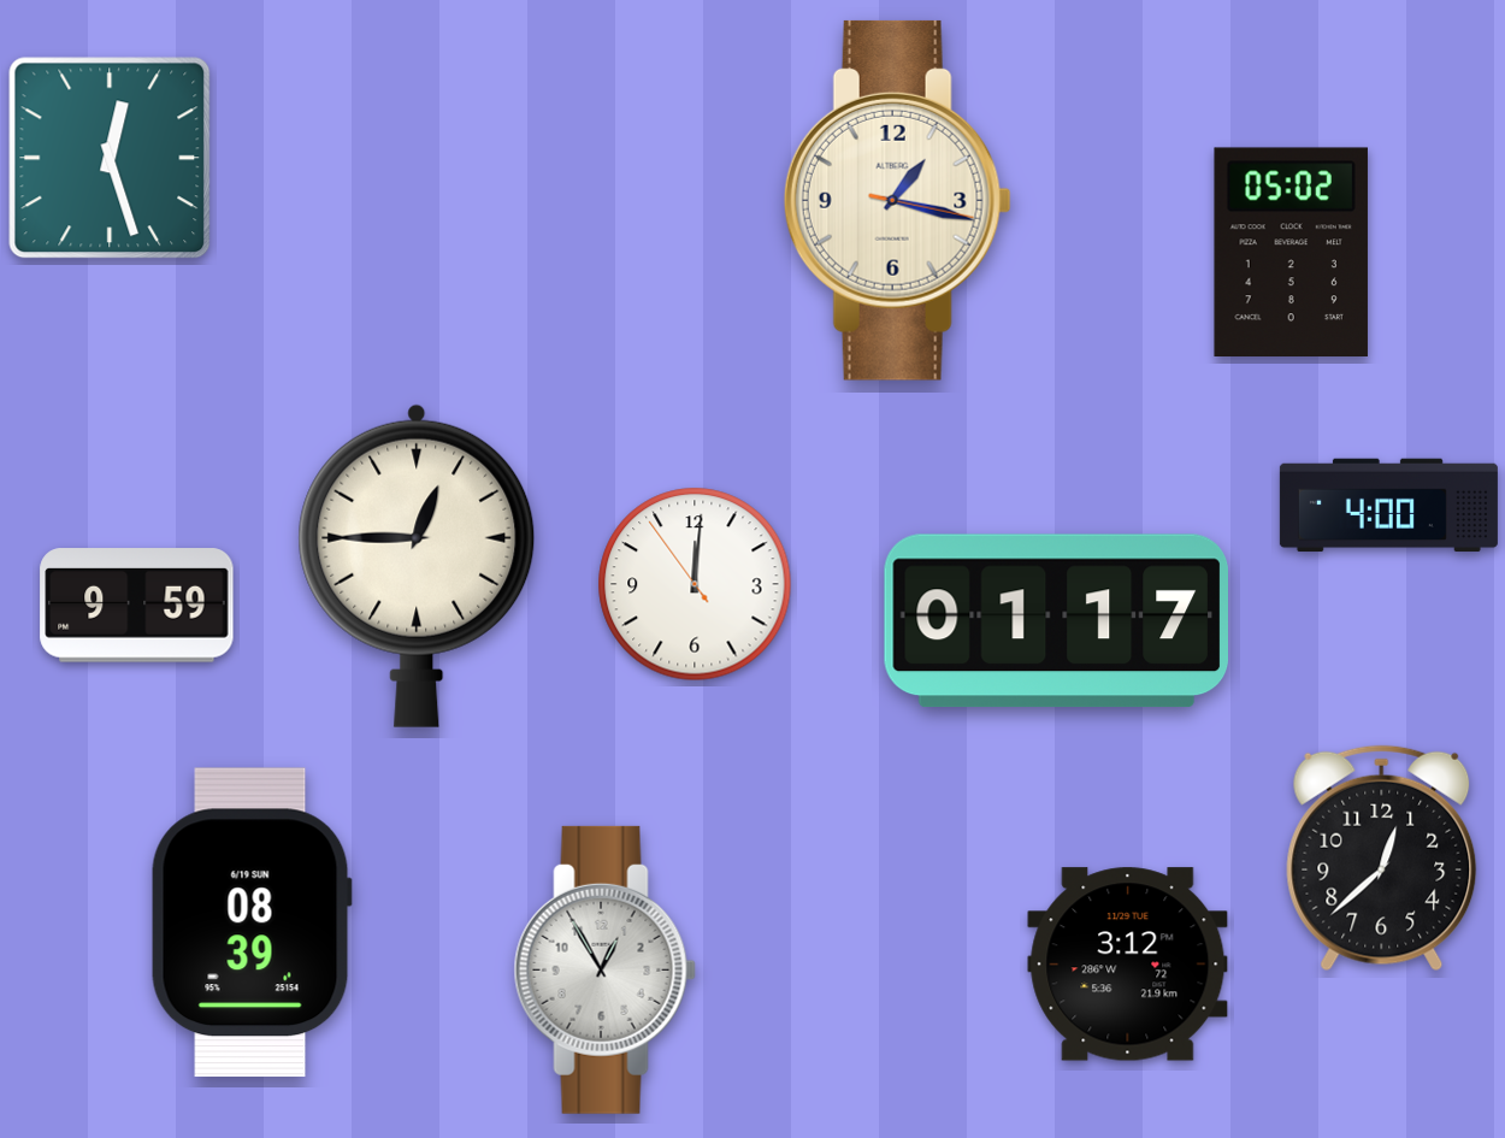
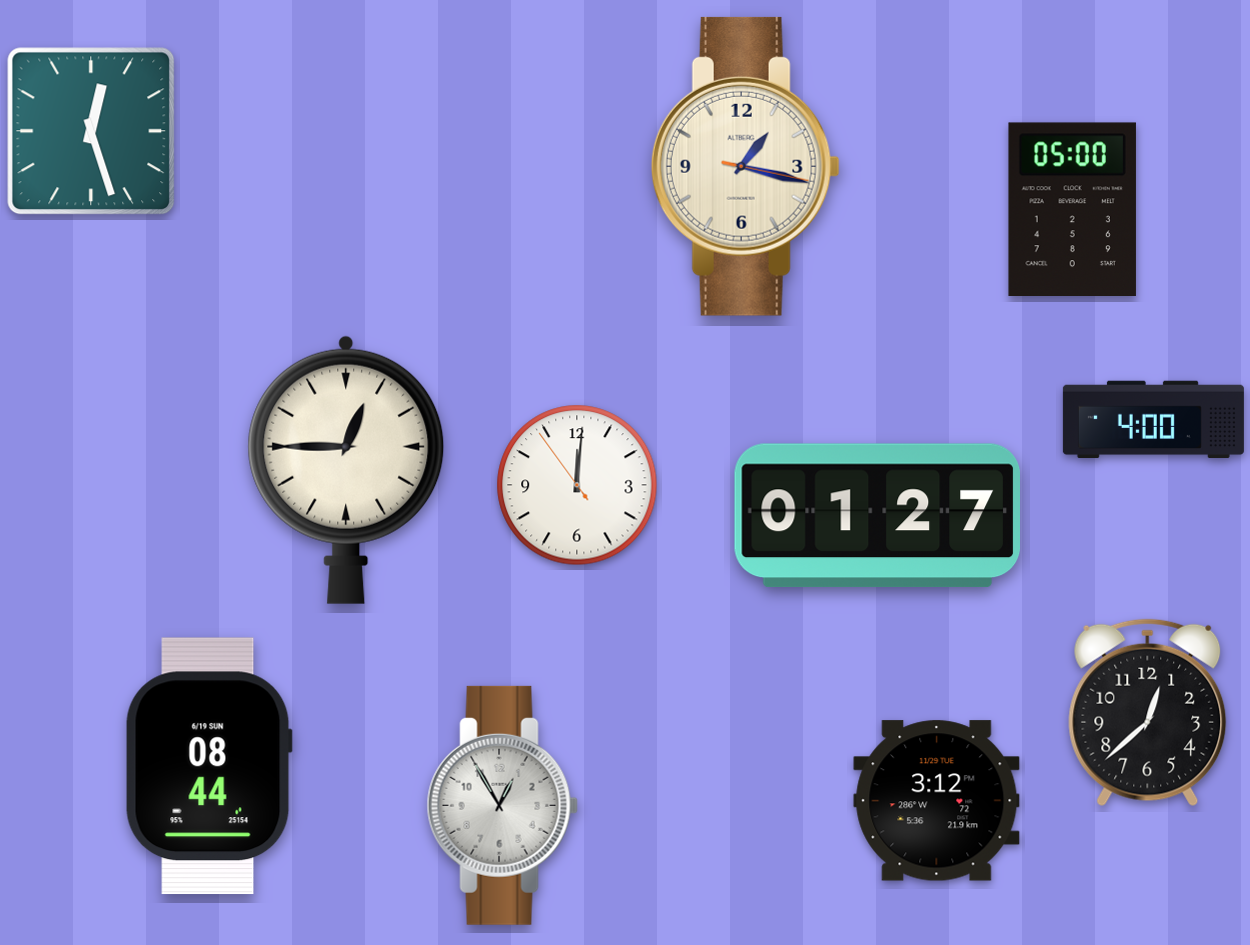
clock at (1291, 252): 05:02 -> 05:00
clock at (137, 606): 9:59 -> none
clock at (1056, 620): 01:17 -> 01:27
clock at (252, 922): 08:39 -> 08:44
